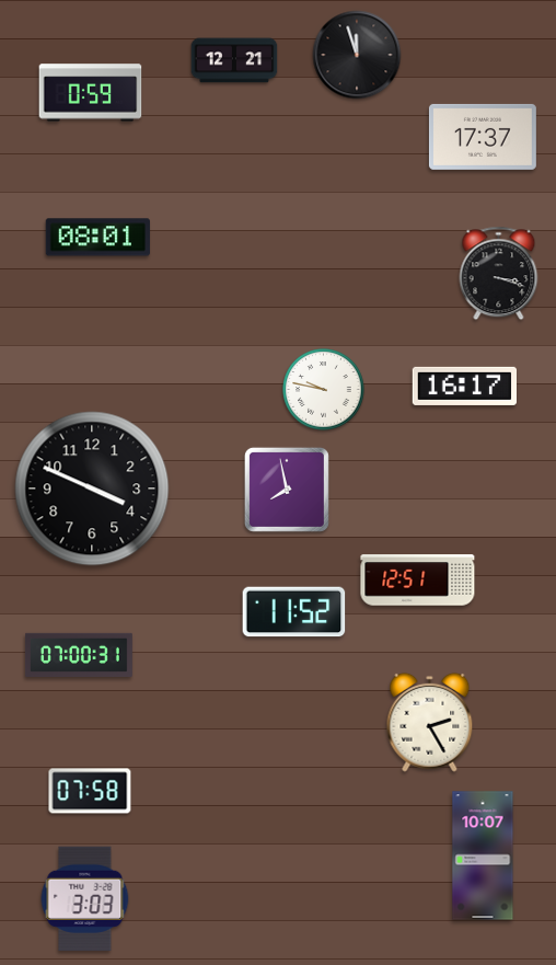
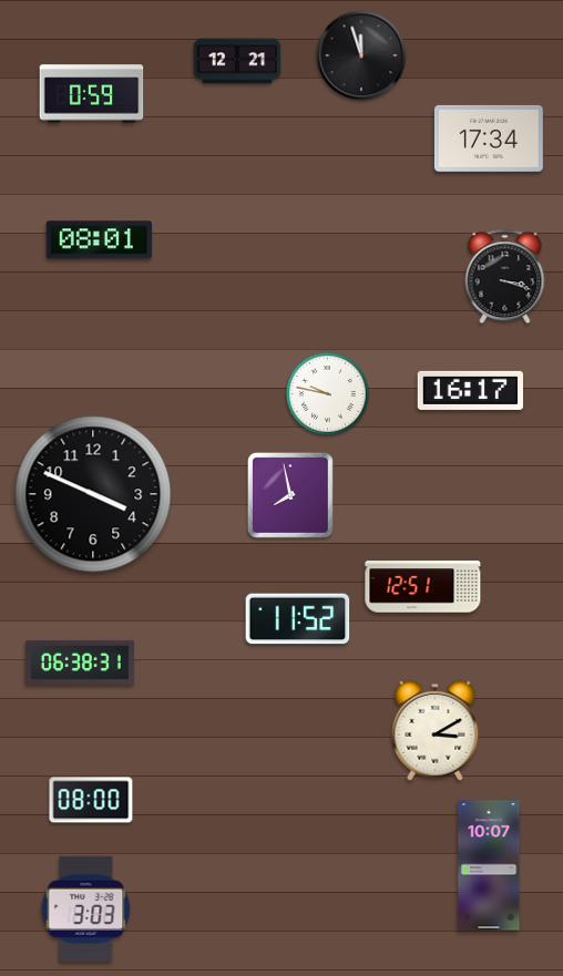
clock at (483, 137): 17:37 -> 17:34
clock at (79, 655): 07:00 -> 06:38
clock at (430, 722): 2:25 -> 3:10
clock at (90, 791): 07:58 -> 08:00
